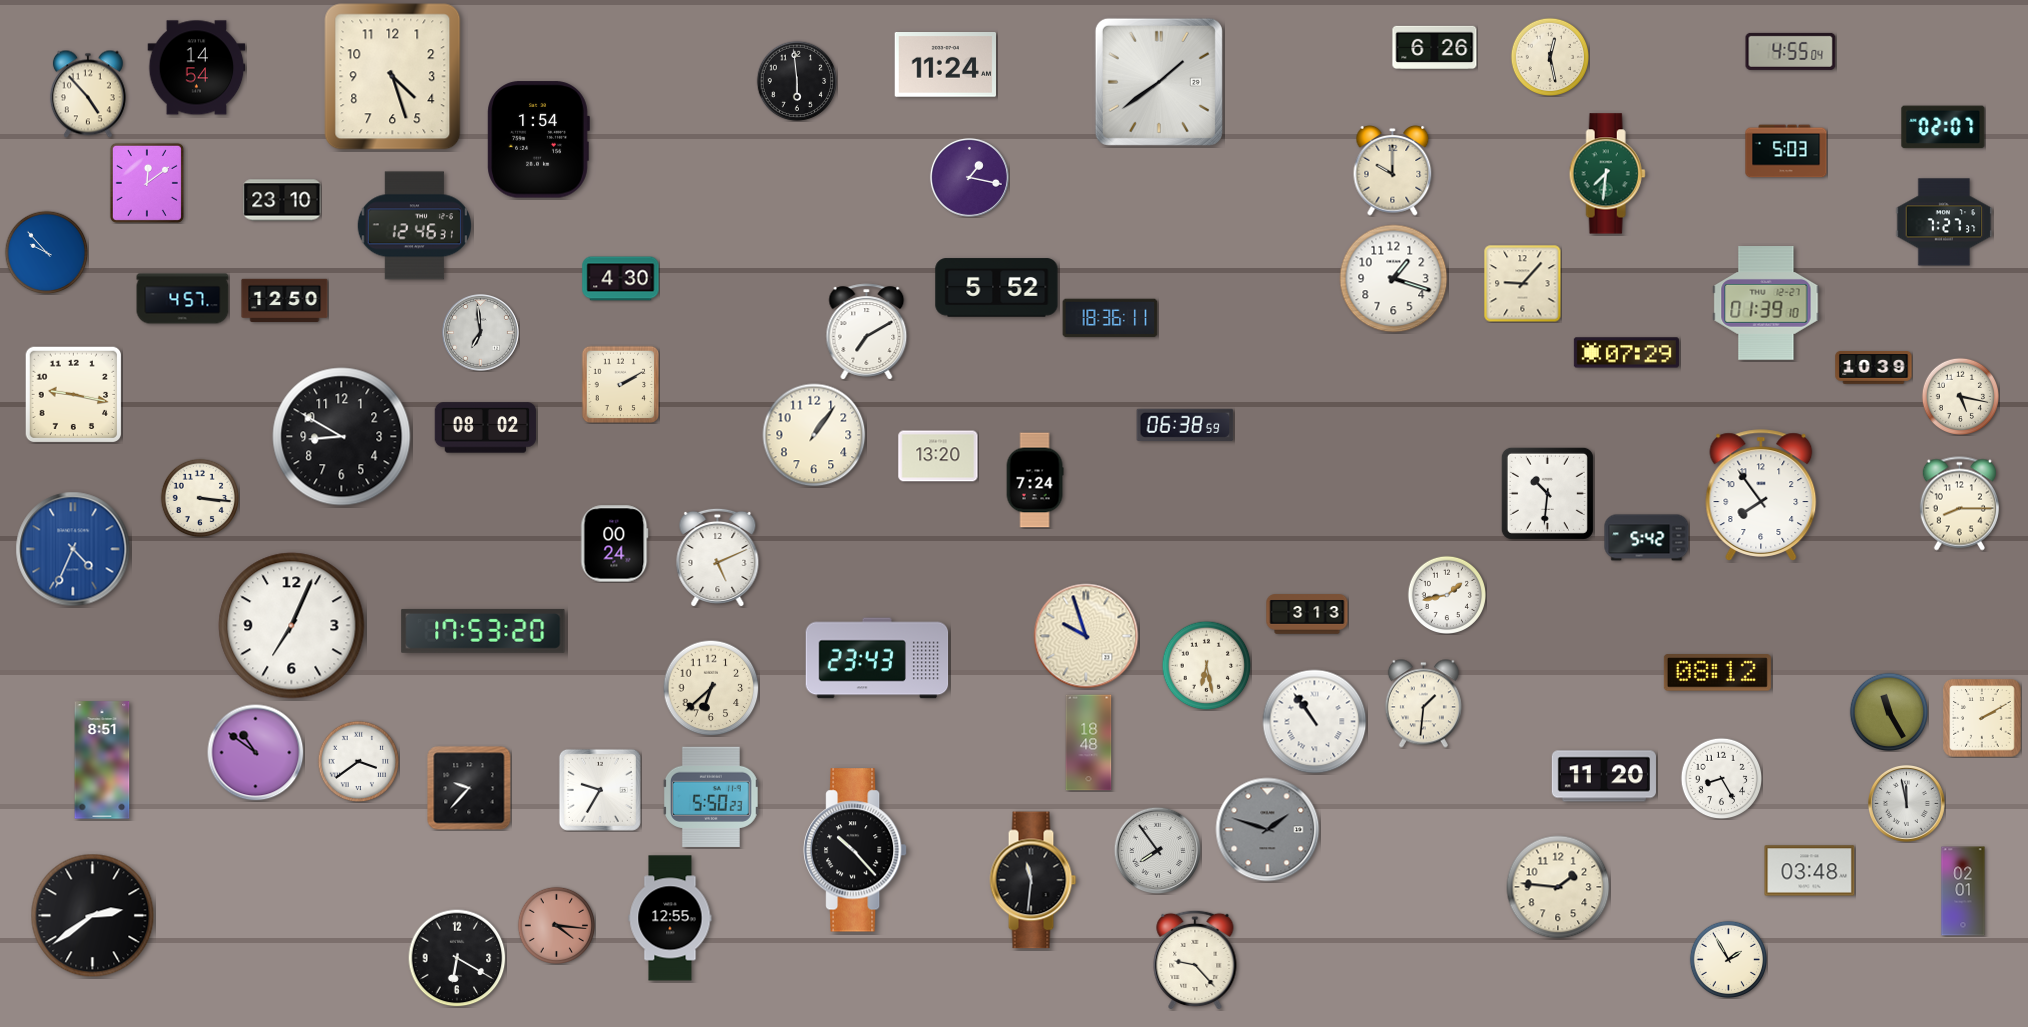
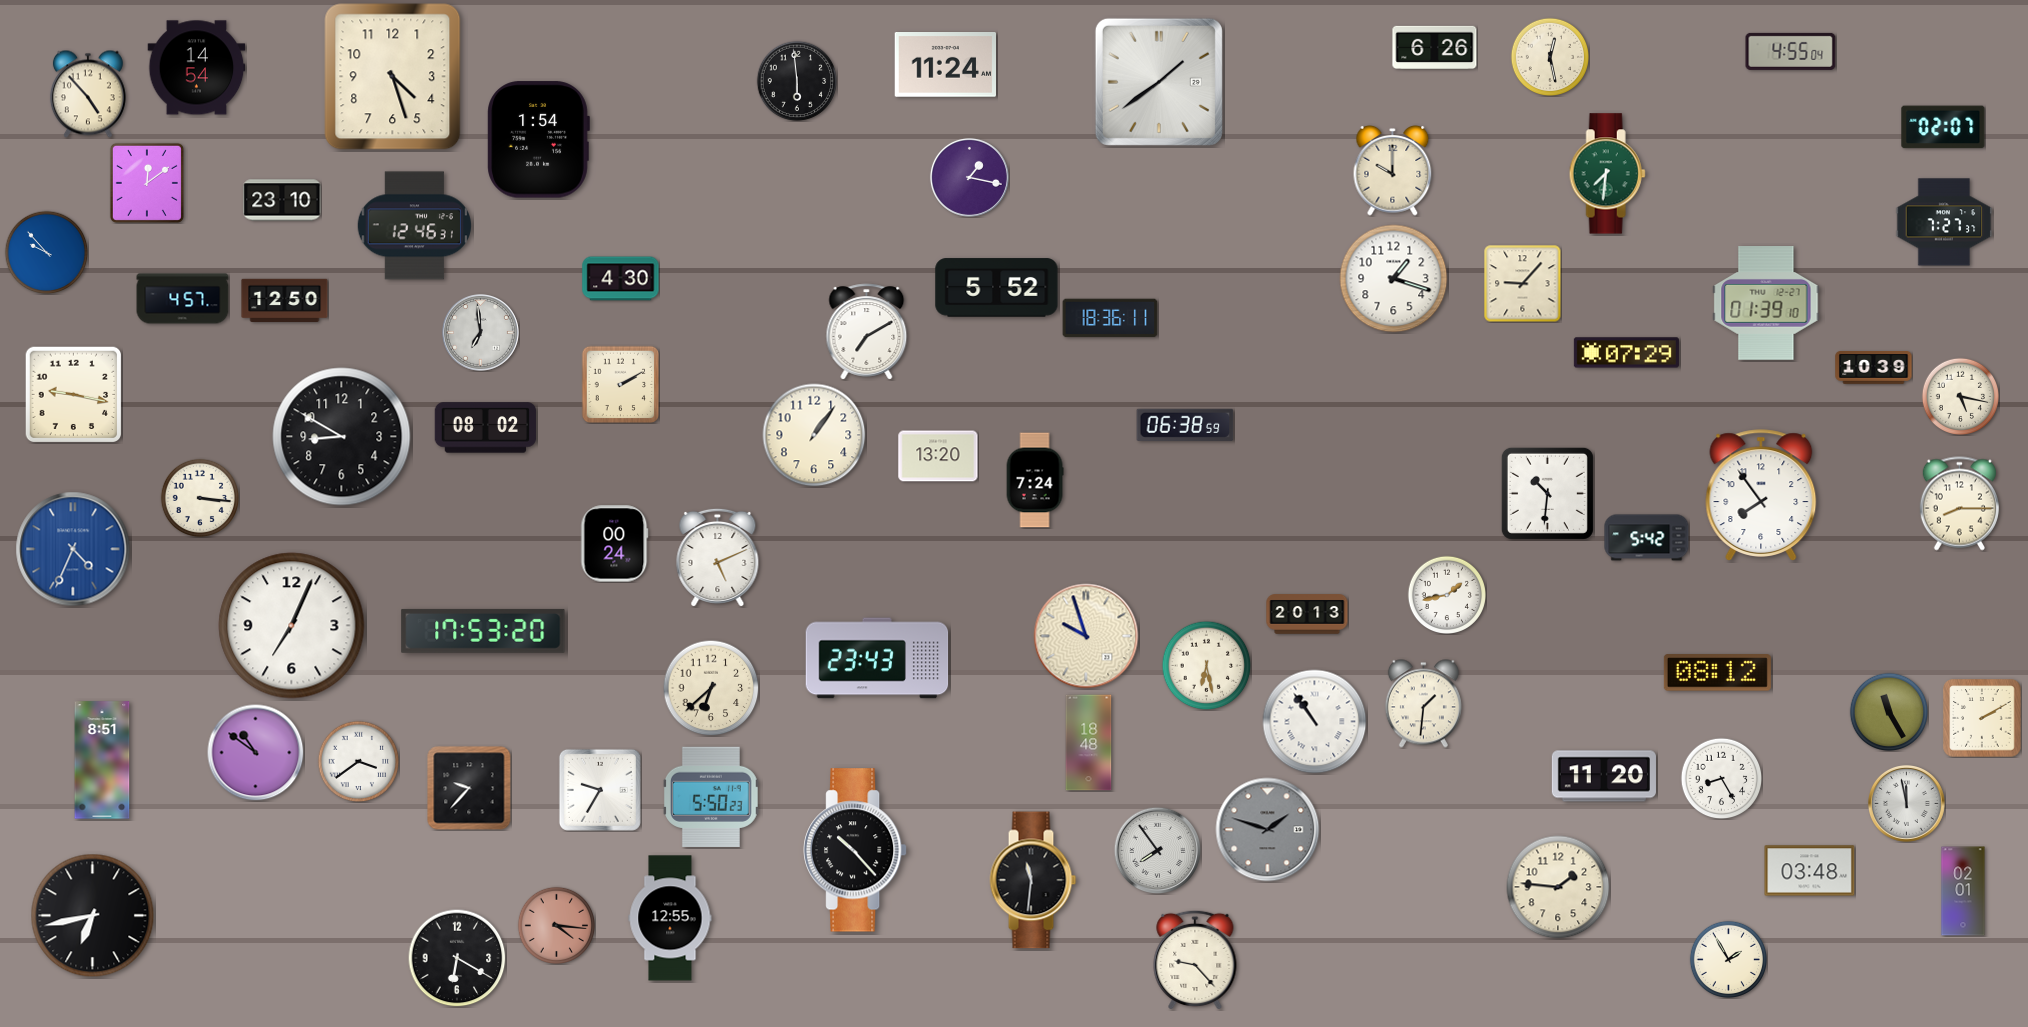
clock at (1786, 151): 5:03 -> none
clock at (1307, 614): 3:13 -> 20:13
clock at (93, 916): 2:39 -> 6:43
